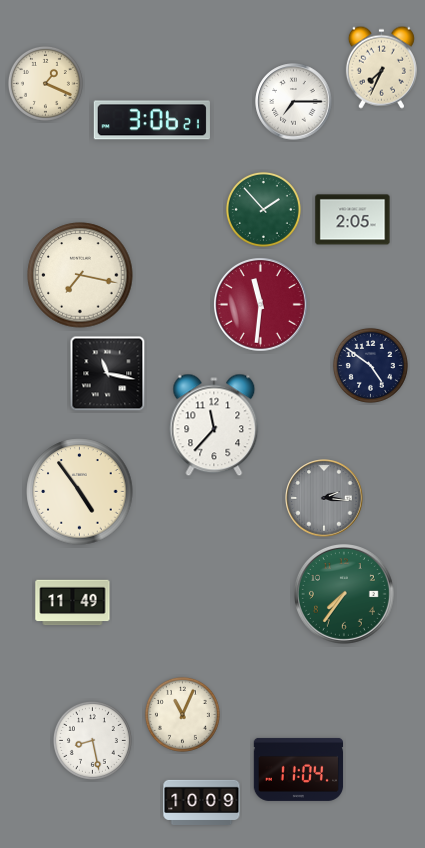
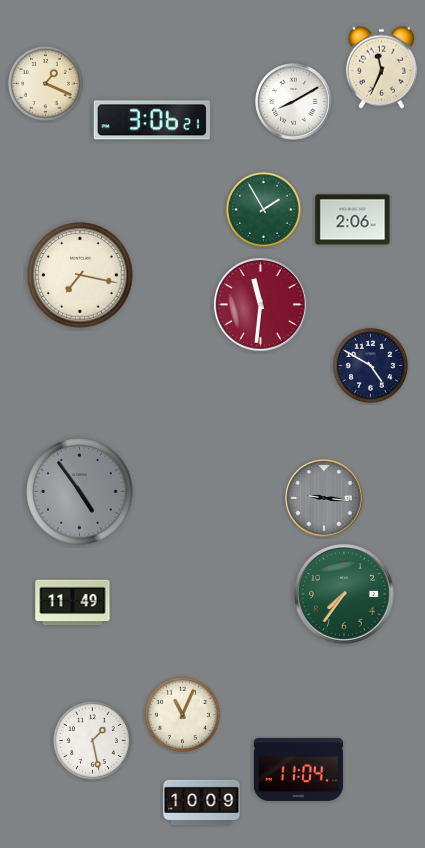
clock at (381, 67): 7:34 -> 11:34
clock at (294, 102): 7:15 -> 8:10
clock at (263, 209): 1:53 -> 1:55
clock at (353, 220): 2:05 -> 2:06
clock at (370, 365): 4:51 -> 4:50
clock at (108, 374): 11:17 -> none
clock at (214, 425): 11:37 -> none
clock at (80, 492) dial: cream -> grey
clock at (324, 498): 2:16 -> 9:16
clock at (92, 740): 8:28 -> 1:28
